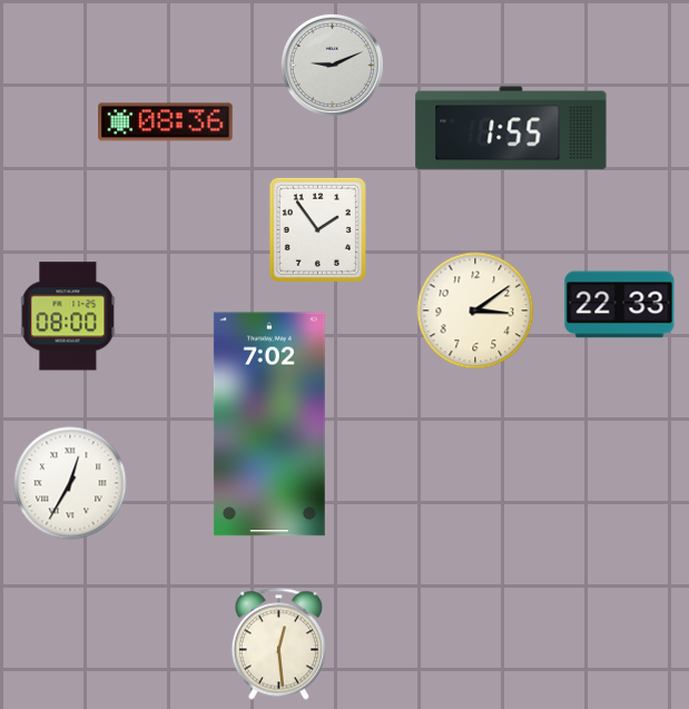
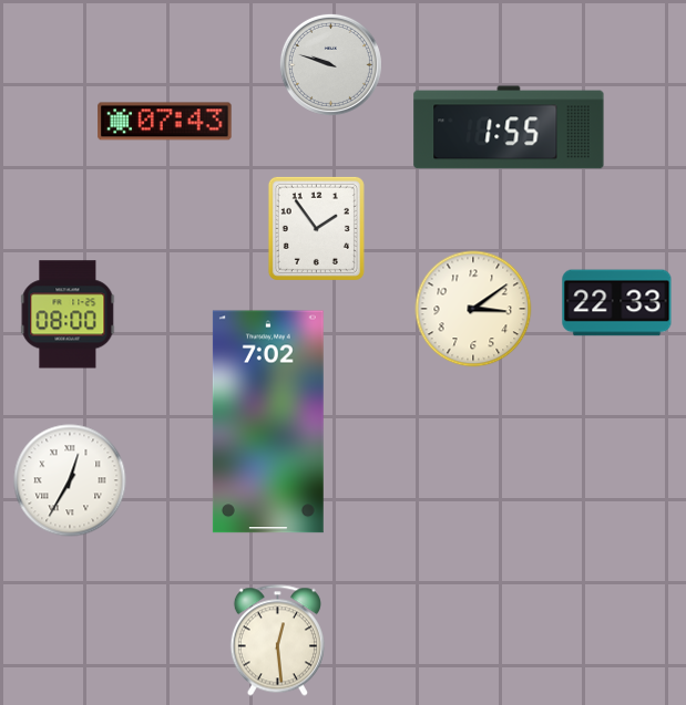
clock at (332, 65): 9:11 -> 9:48
clock at (166, 122): 08:36 -> 07:43
